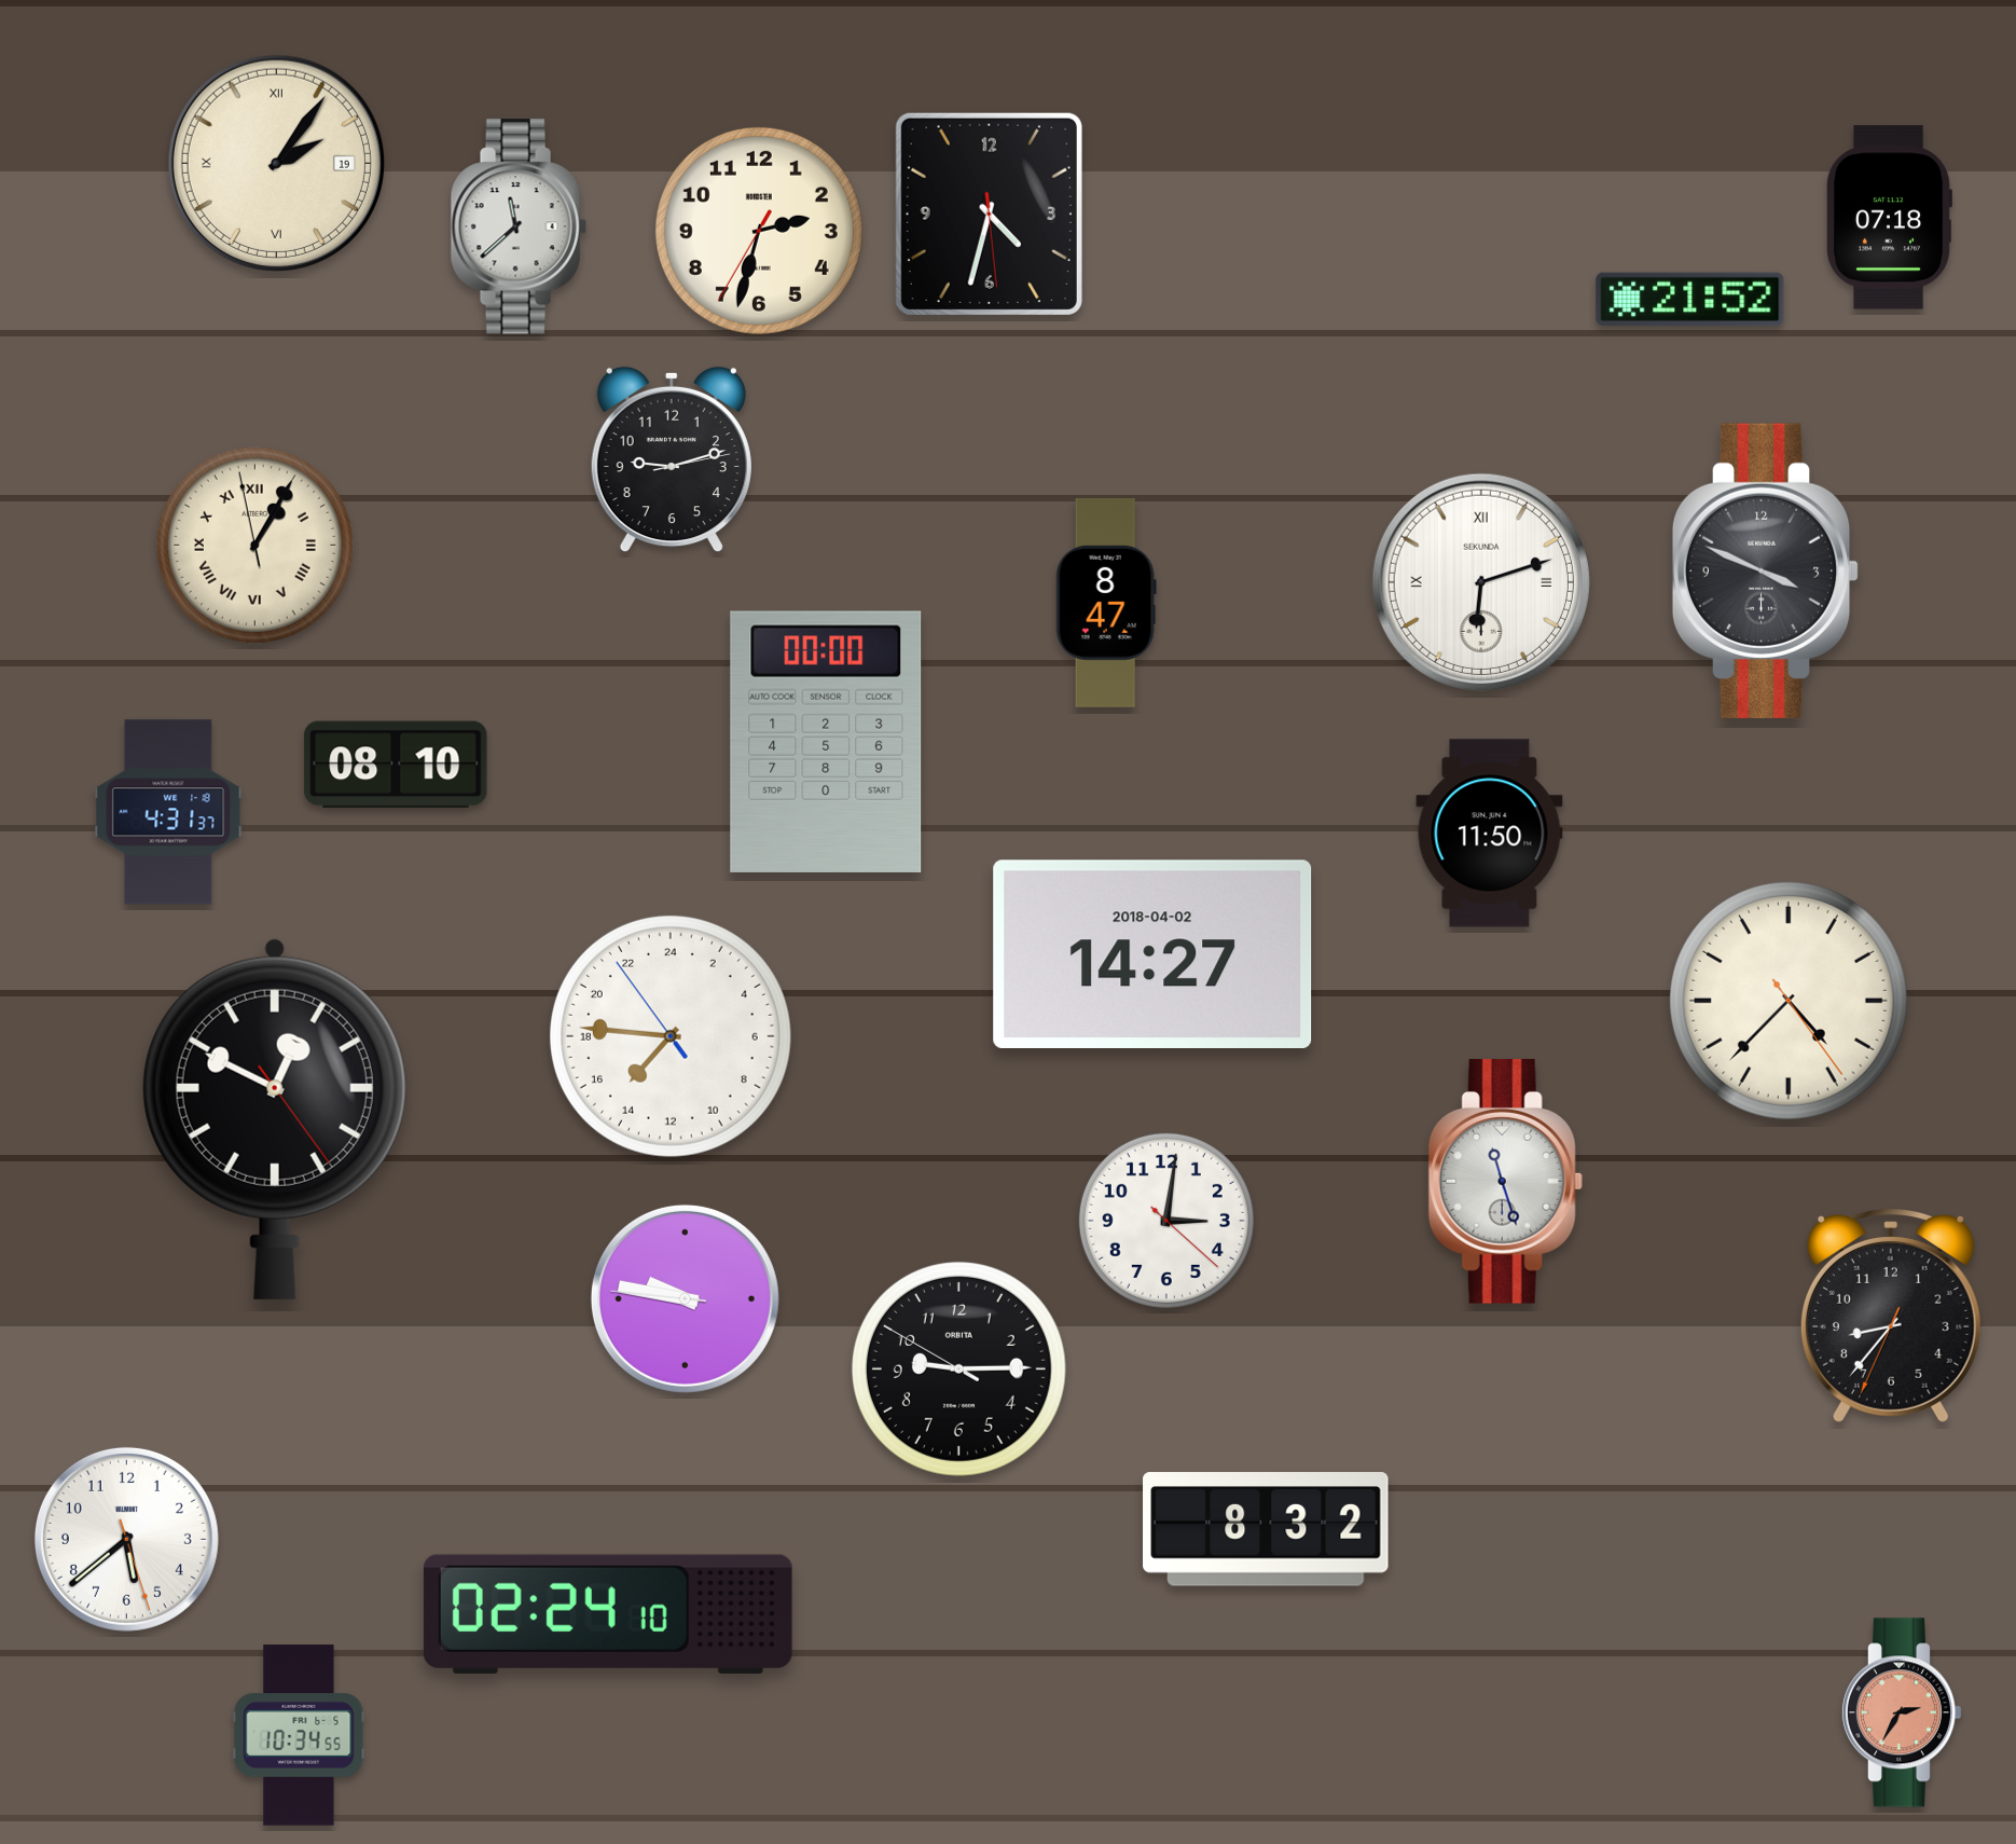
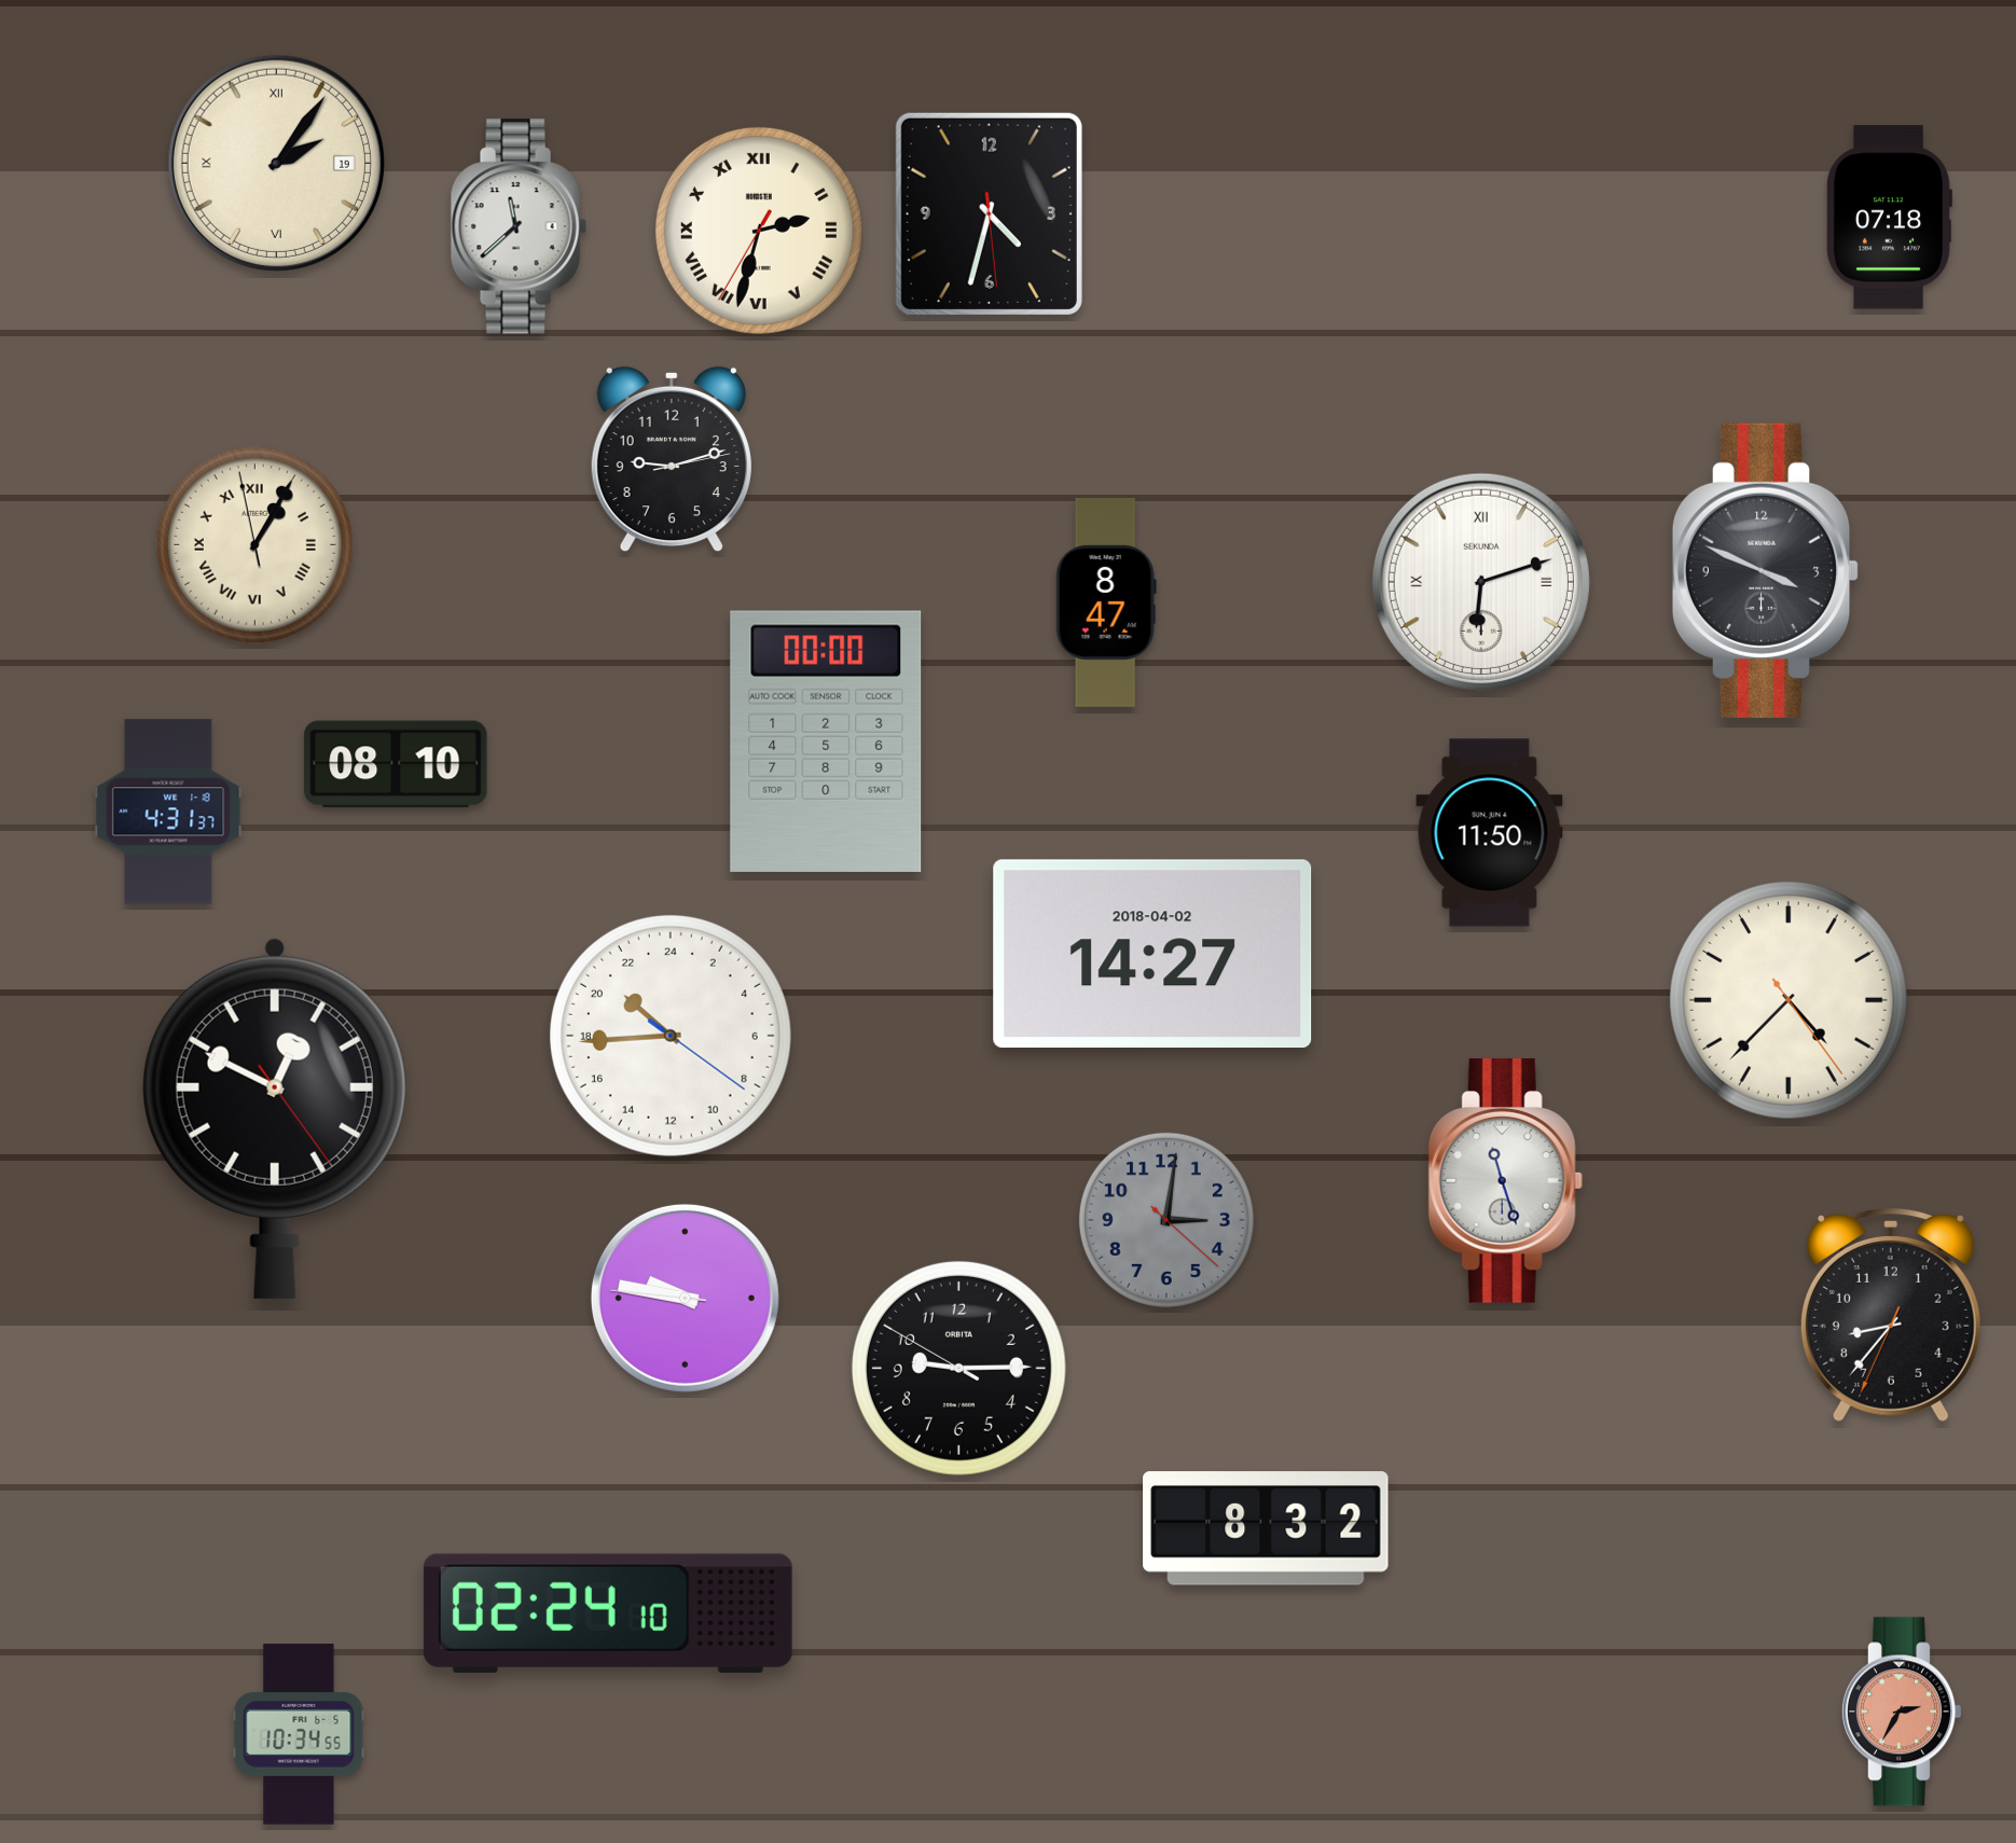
clock at (759, 231) numerals: Arabic -> Roman
clock at (1690, 299): 21:52 -> none
clock at (671, 1036): 14:45 -> 20:44
clock at (1166, 1221) dial: white -> grey
clock at (126, 1539): 5:38 -> none
